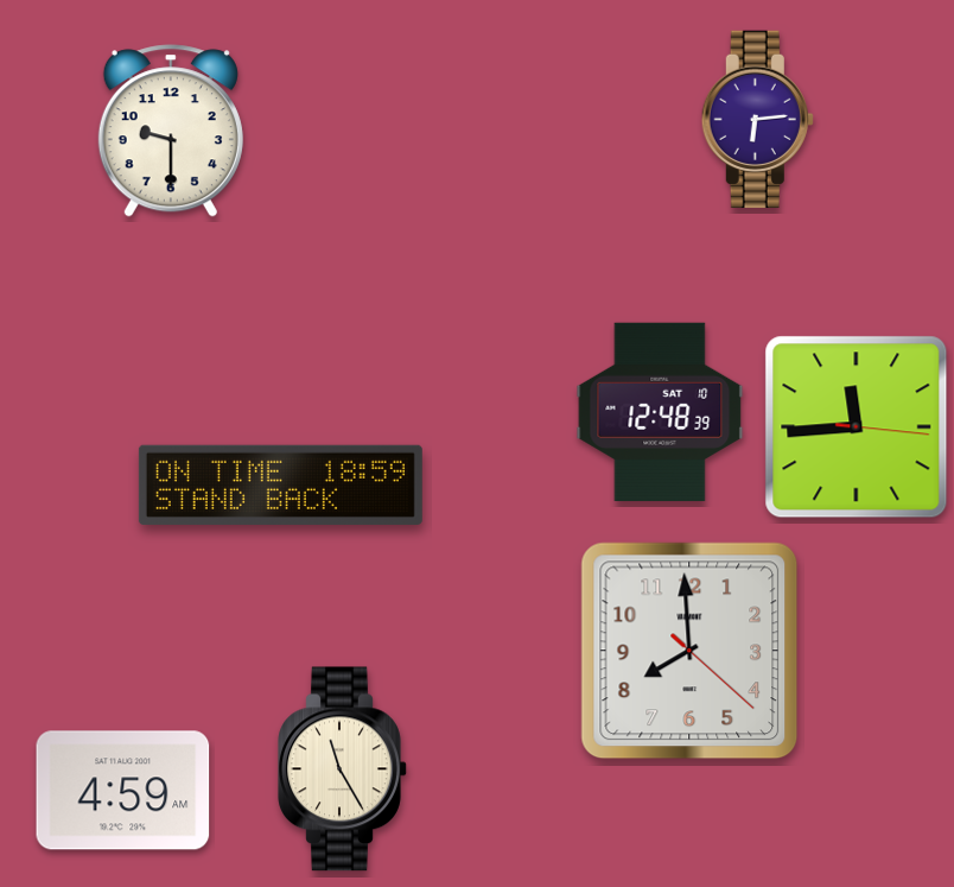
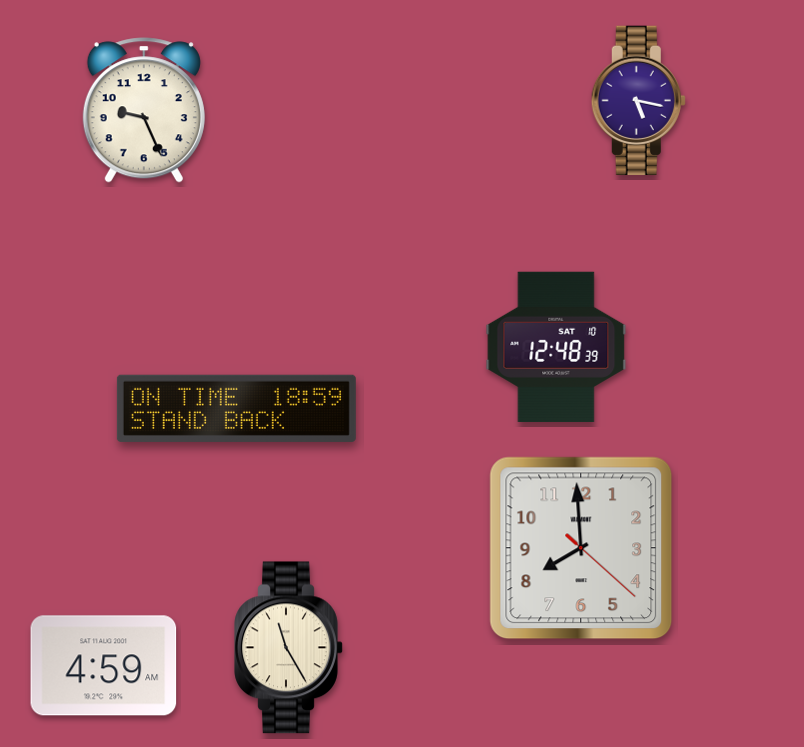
clock at (757, 120): 6:14 -> 5:17
clock at (171, 131): 9:30 -> 9:26
clock at (857, 427): 11:44 -> none
